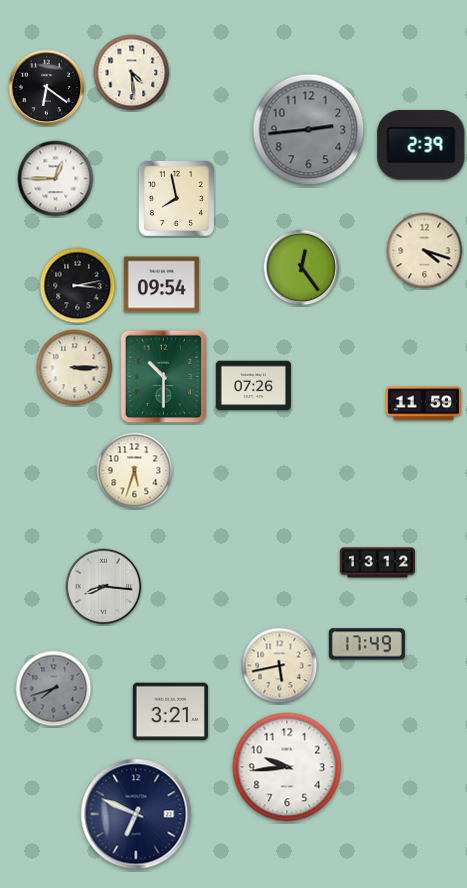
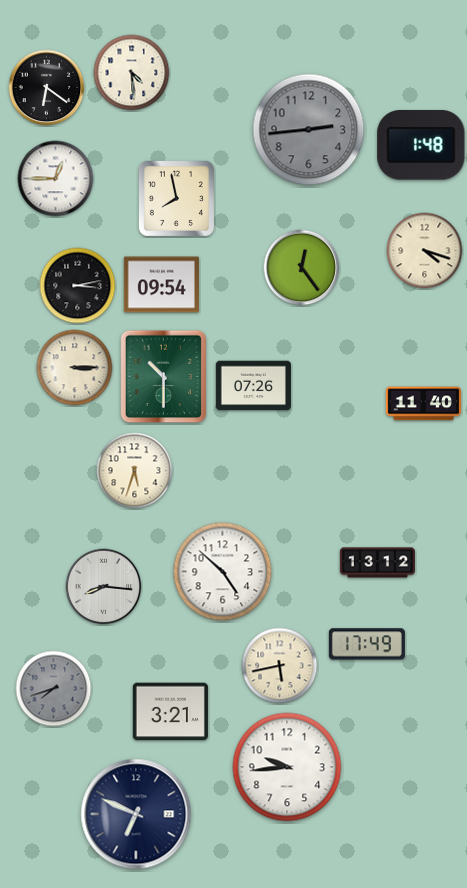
clock at (421, 146): 2:39 -> 1:48
clock at (423, 404): 11:59 -> 11:40
clock at (223, 572): none -> 4:52
